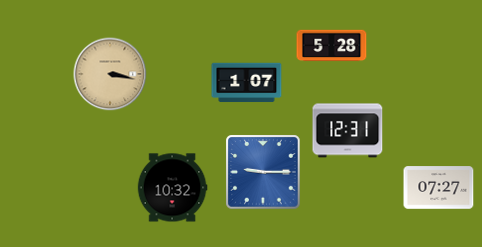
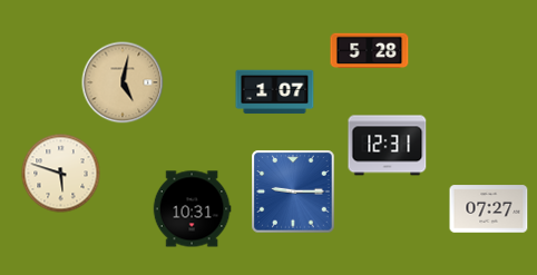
clock at (110, 74): 3:17 -> 5:02
clock at (61, 174): none -> 5:48
clock at (172, 188): 10:32 -> 10:31
